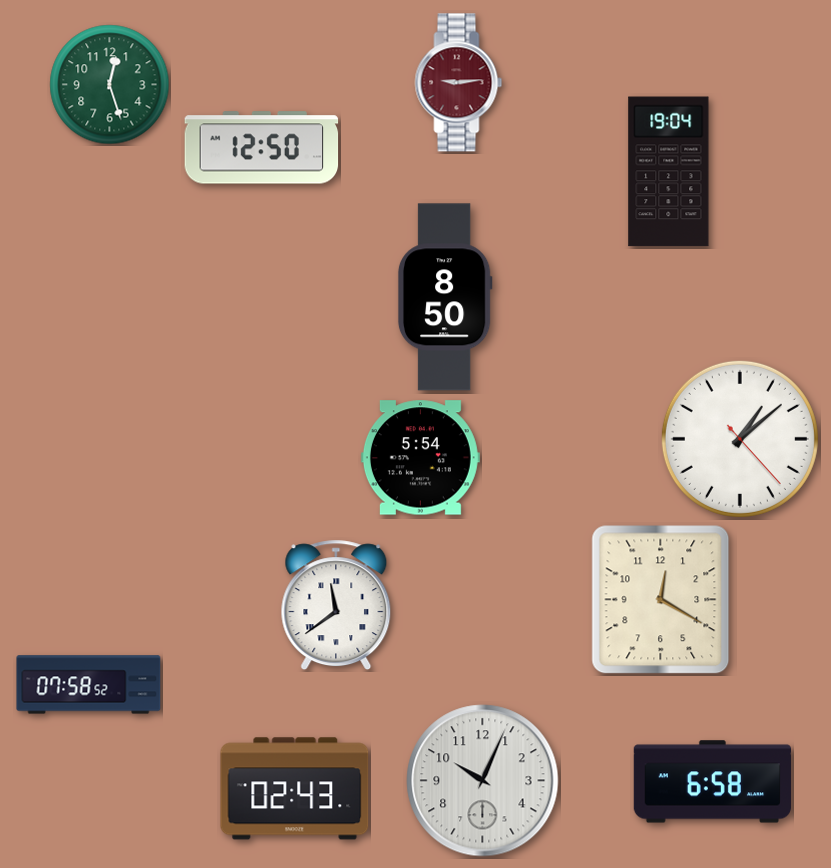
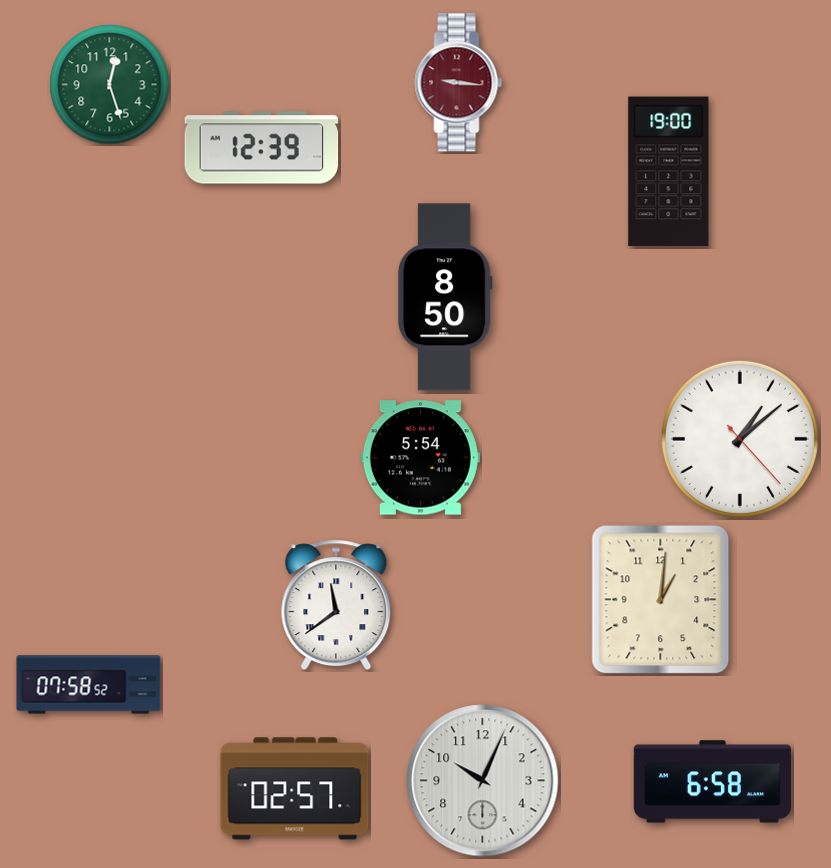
clock at (459, 83): 9:14 -> 9:16
clock at (262, 148): 12:50 -> 12:39
clock at (669, 172): 19:04 -> 19:00
clock at (661, 600): 12:20 -> 1:01
clock at (295, 789): 02:43 -> 02:57
